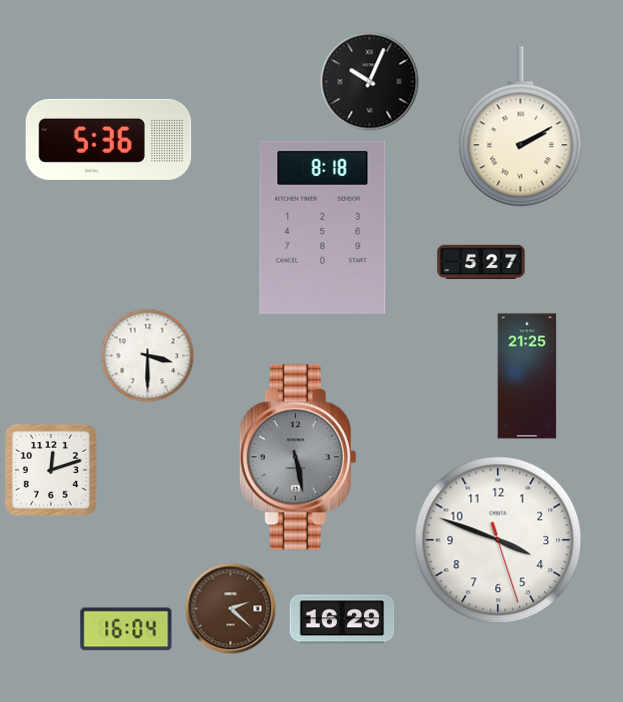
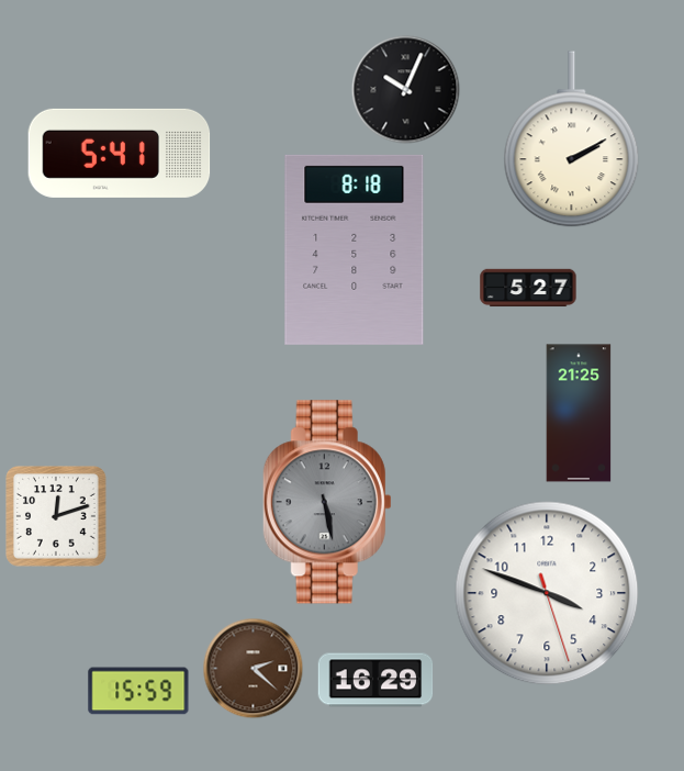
clock at (109, 139): 5:36 -> 5:41
clock at (148, 356): 3:30 -> none
clock at (126, 629): 16:04 -> 15:59
